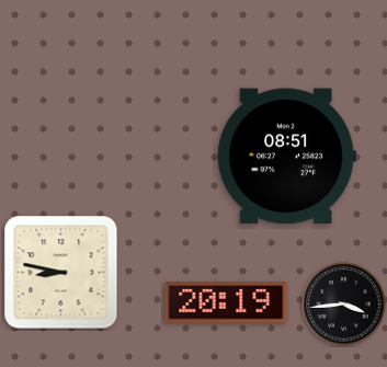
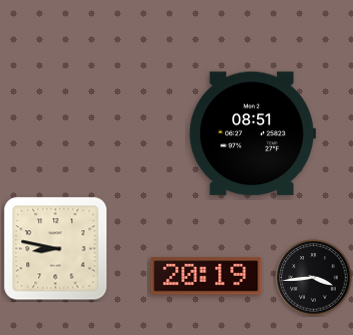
clock at (286, 157) position: (286, 157) -> (252, 134)
